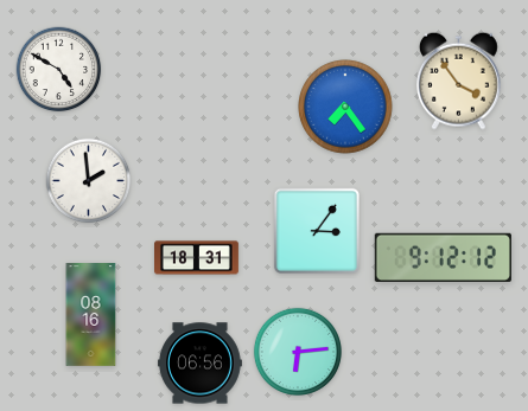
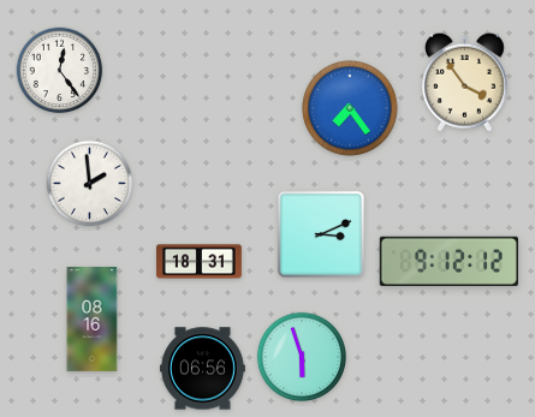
clock at (59, 70): 4:50 -> 12:24
clock at (316, 230): 3:06 -> 3:11
clock at (298, 352): 6:14 -> 5:57
